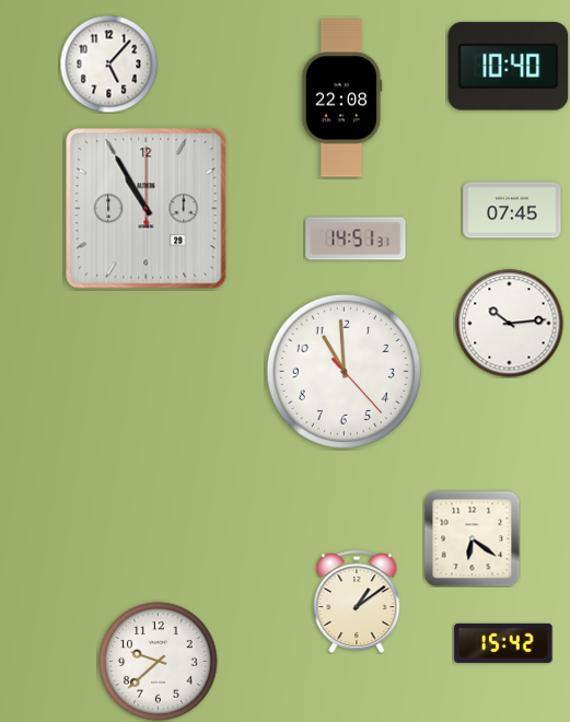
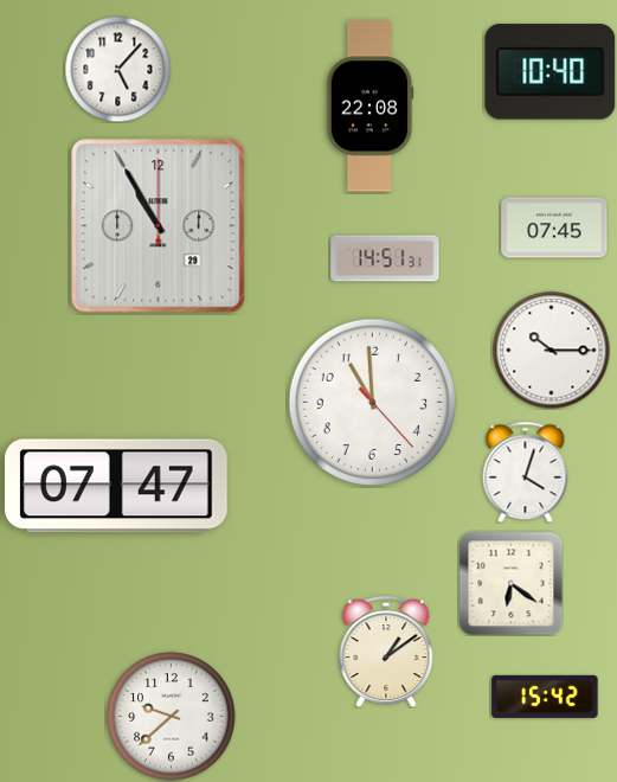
clock at (510, 324): 10:14 -> 10:15
clock at (526, 472): none -> 4:03
clock at (117, 486): none -> 07:47
